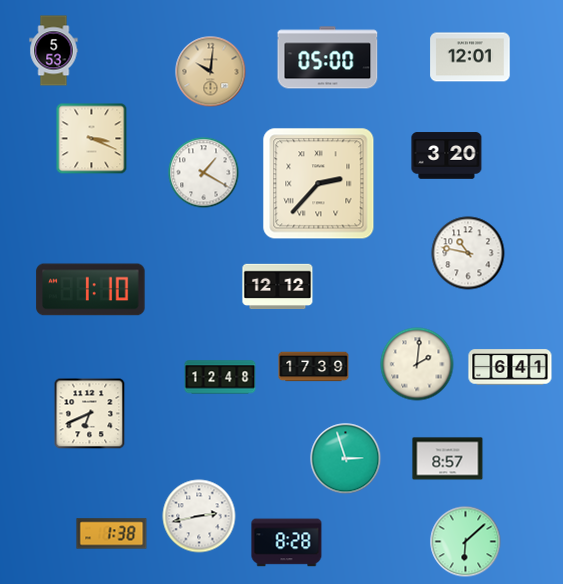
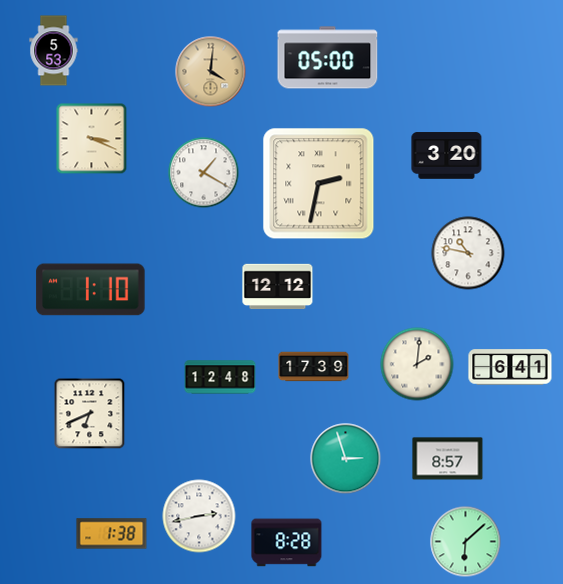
clock at (470, 57): 12:01 -> none
clock at (211, 72): 10:01 -> 4:01
clock at (319, 184): 2:37 -> 2:32
